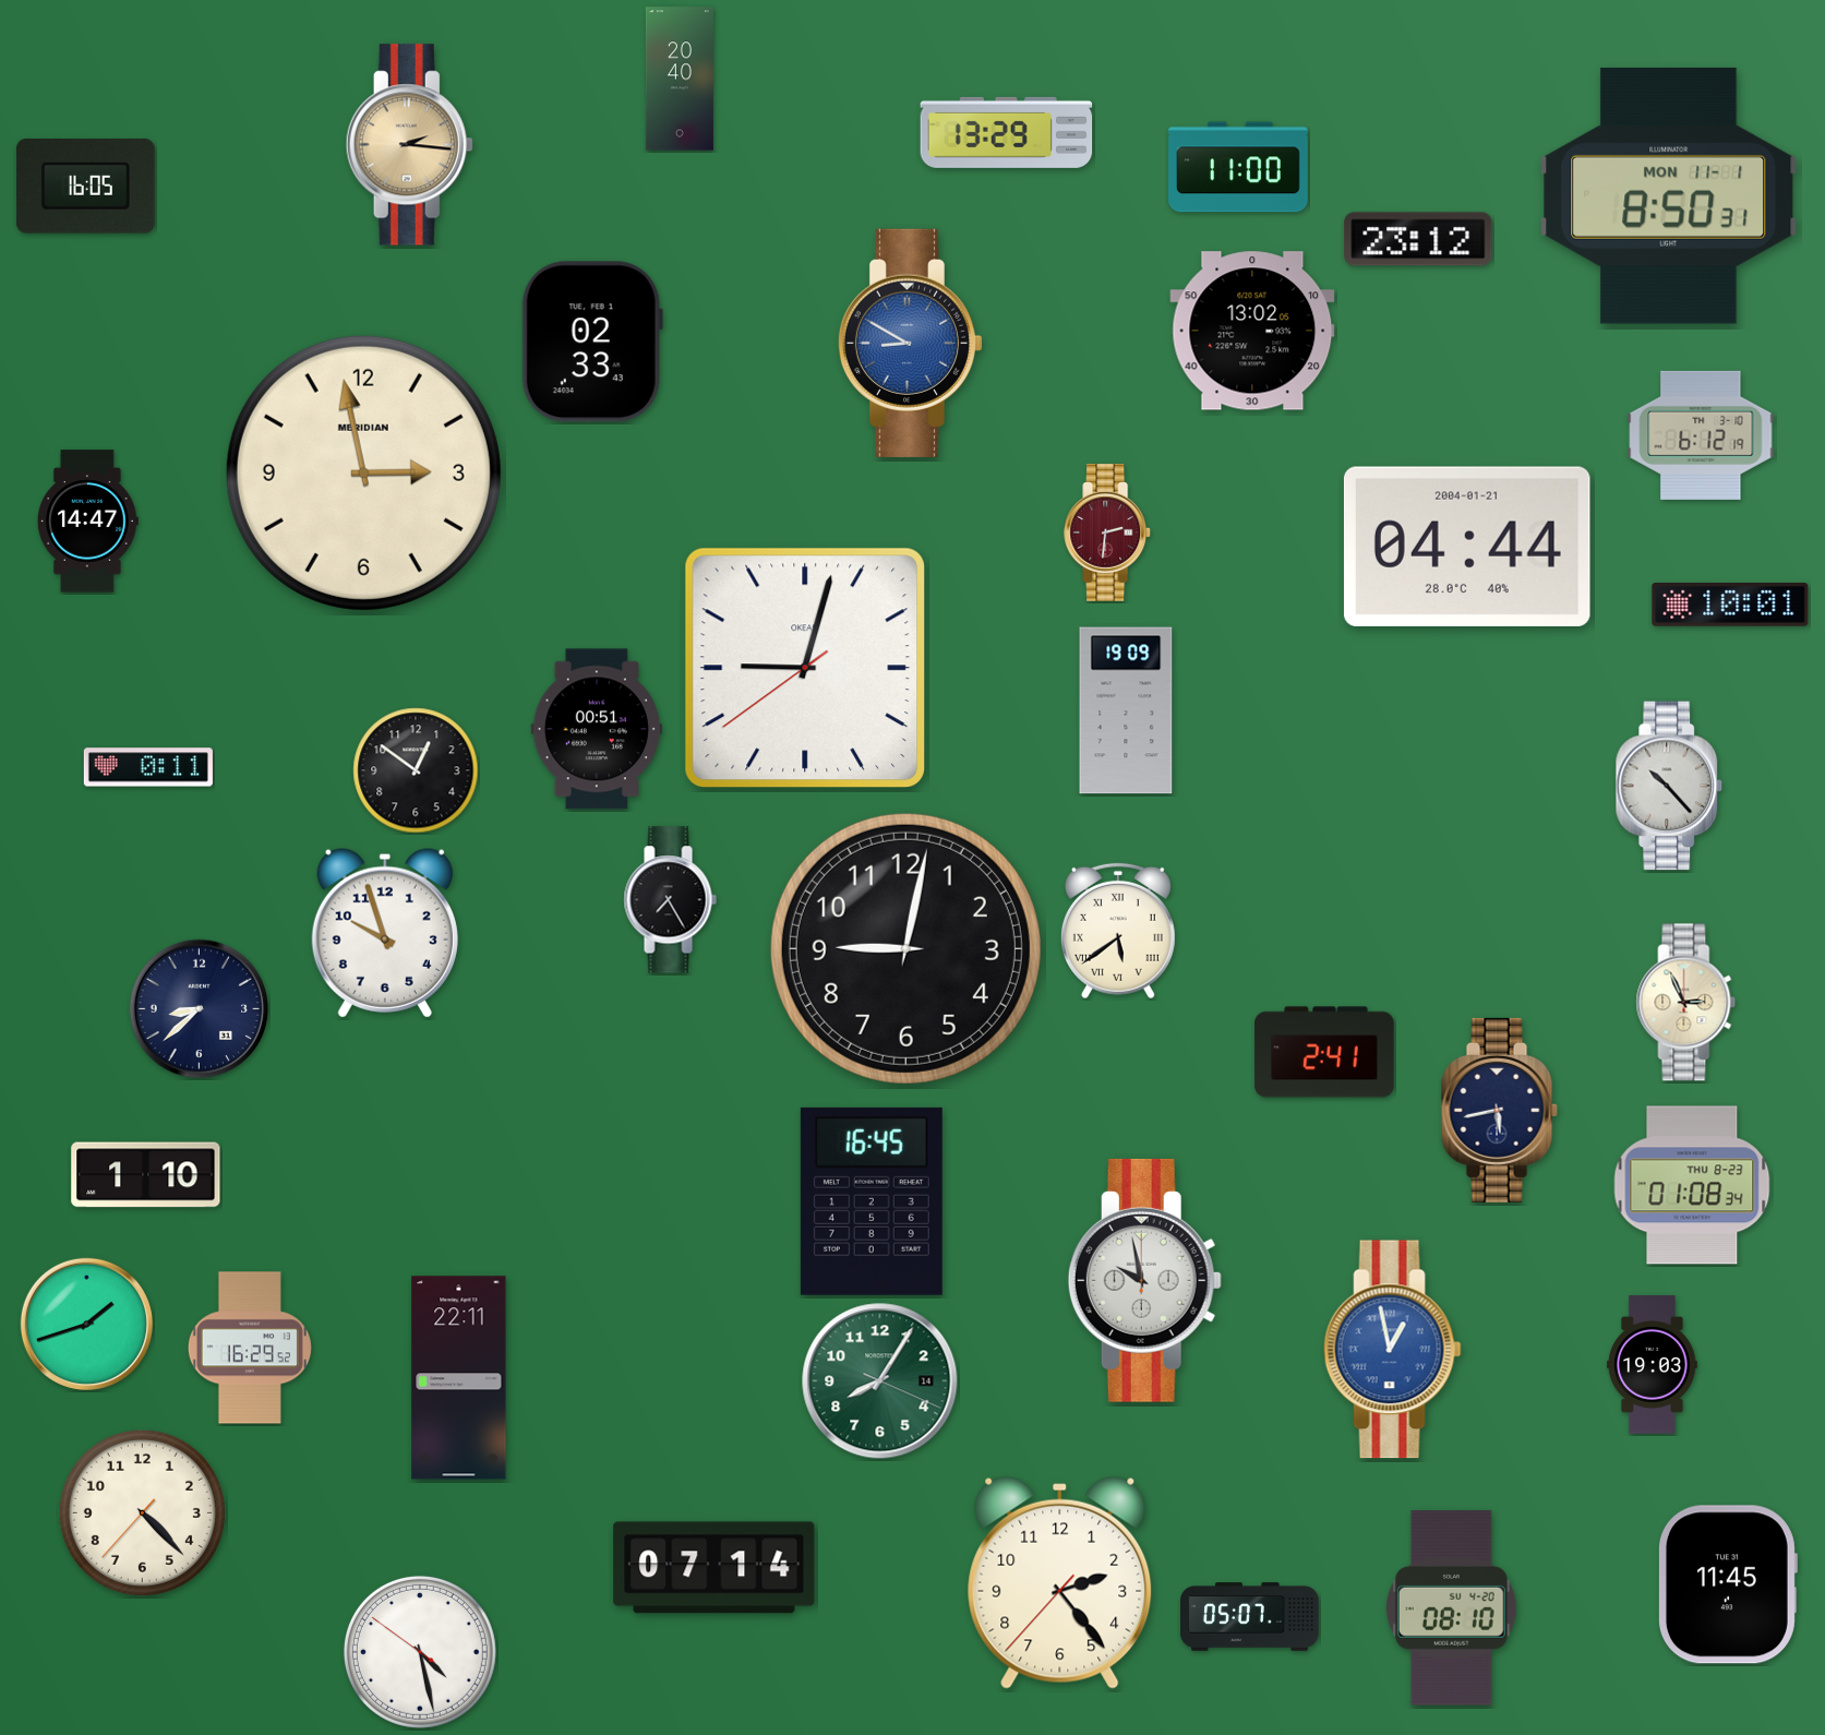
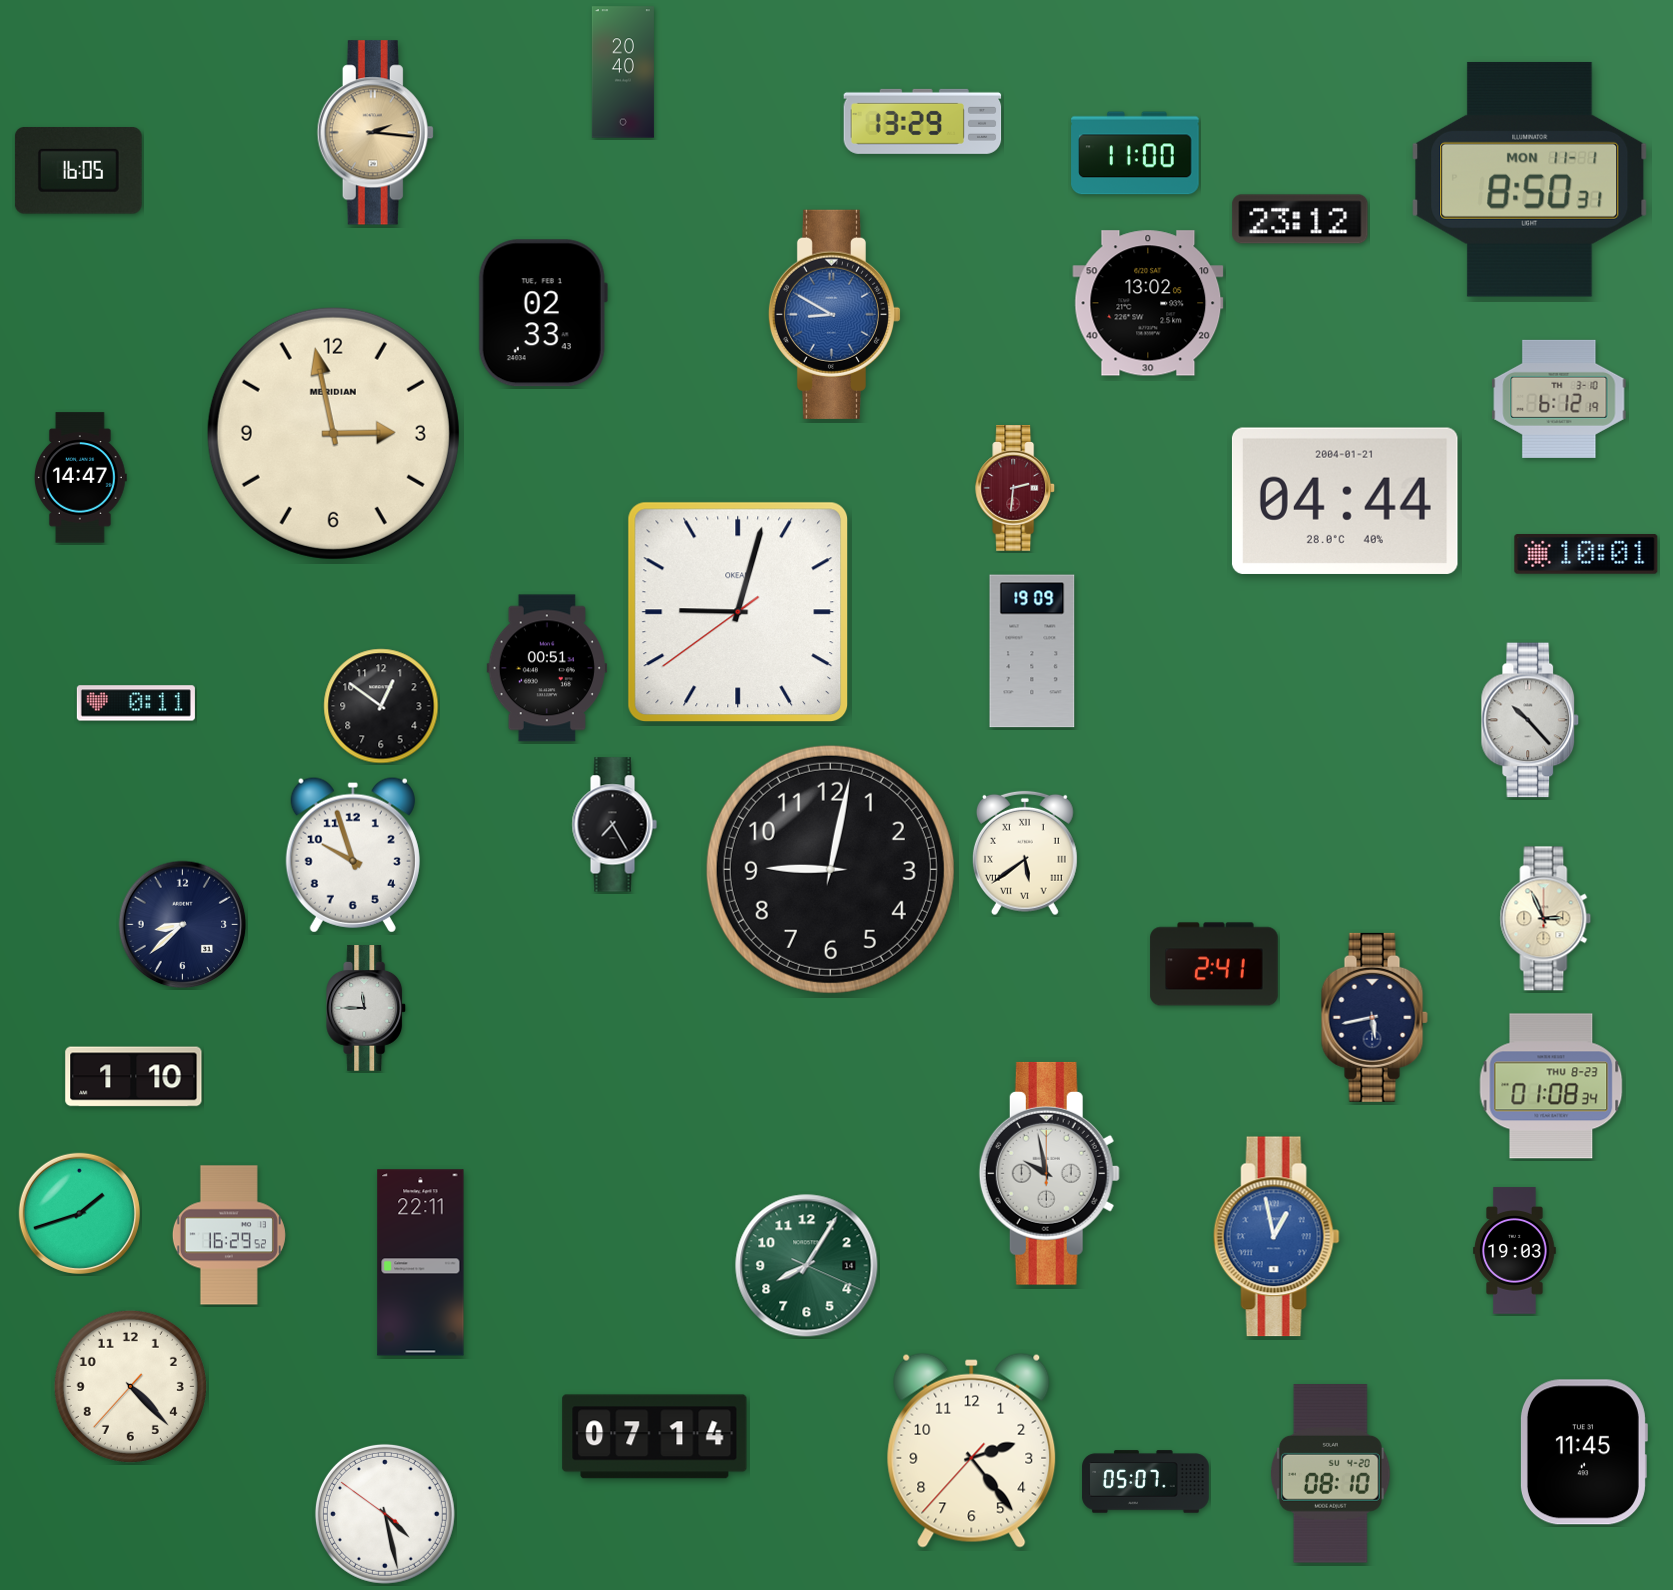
clock at (367, 1009): none -> 11:45
clock at (872, 1201): 16:45 -> none
